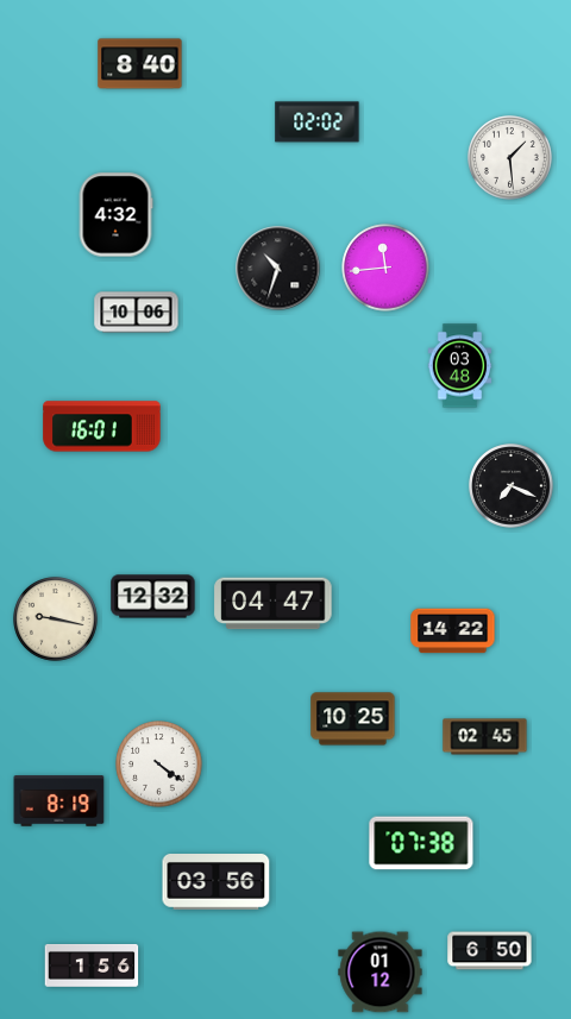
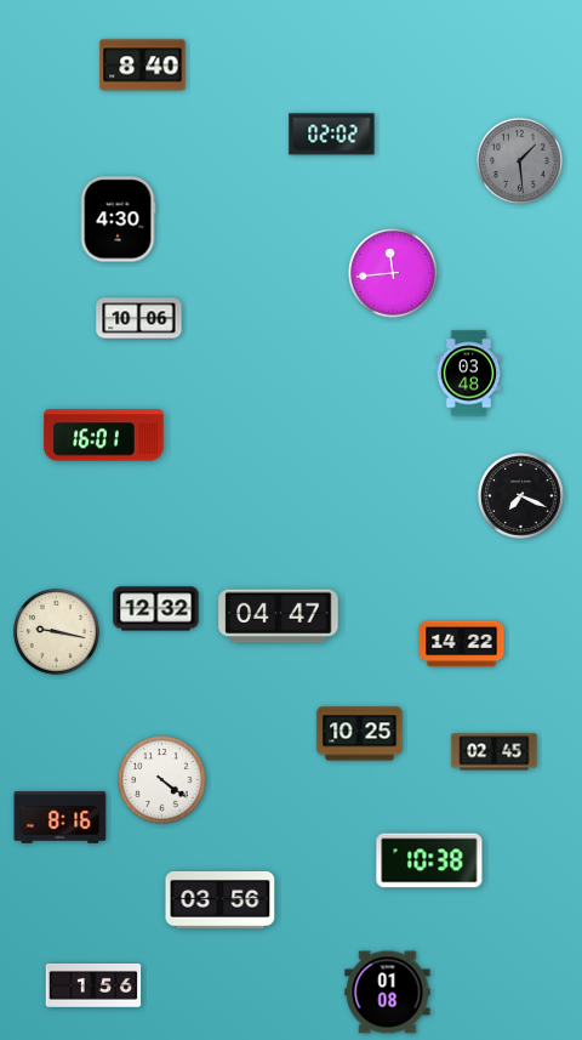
clock at (318, 122) position: (318, 122) -> (332, 135)
clock at (510, 158) dial: white -> grey
clock at (115, 215): 4:32 -> 4:30
clock at (278, 269): 10:33 -> none
clock at (59, 801): 8:19 -> 8:16
clock at (421, 843): 07:38 -> 10:38
clock at (490, 951): 6:50 -> none
clock at (381, 973): 01:12 -> 01:08
